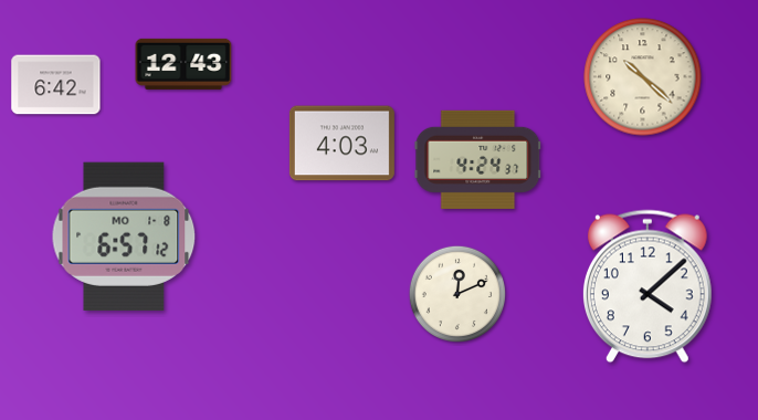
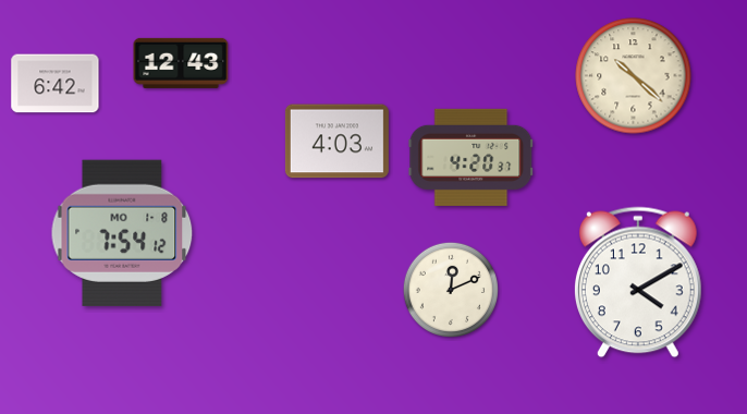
clock at (478, 159): 4:24 -> 4:20
clock at (124, 237): 6:57 -> 7:54
clock at (648, 286): 4:08 -> 4:10
